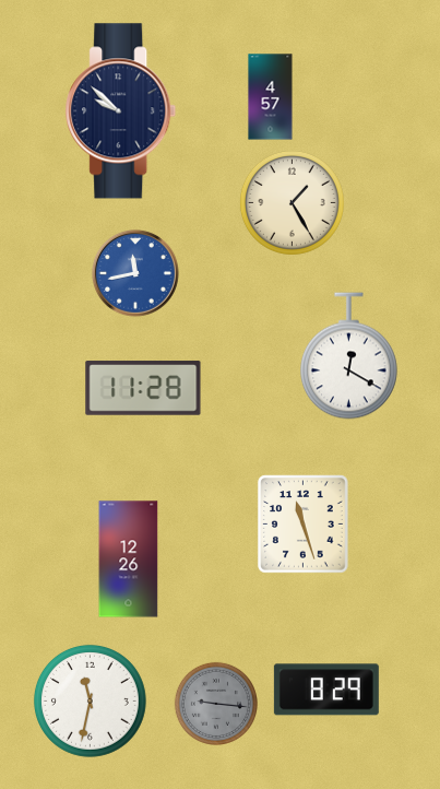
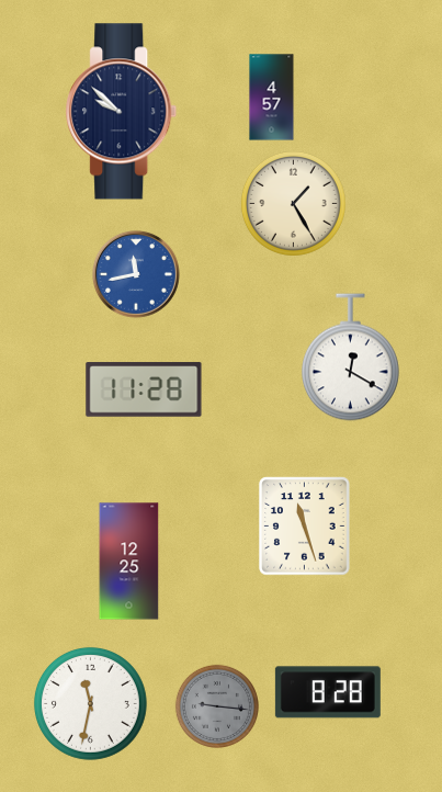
clock at (129, 560): 12:26 -> 12:25
clock at (326, 690): 8:29 -> 8:28
